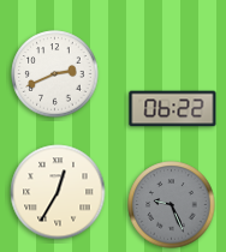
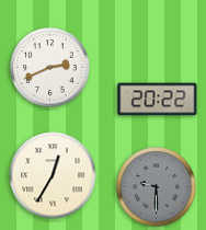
clock at (173, 109): 06:22 -> 20:22
clock at (172, 205): 9:26 -> 9:30
